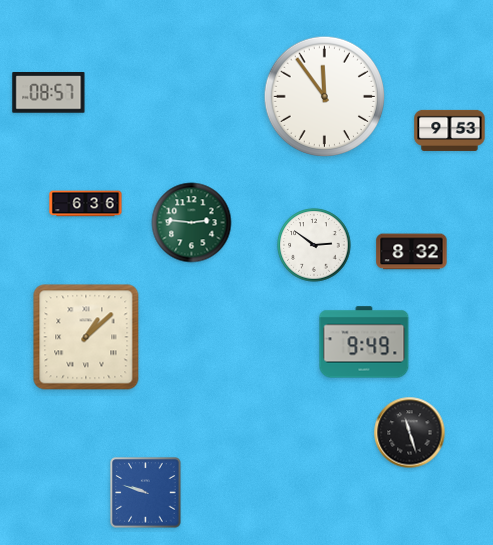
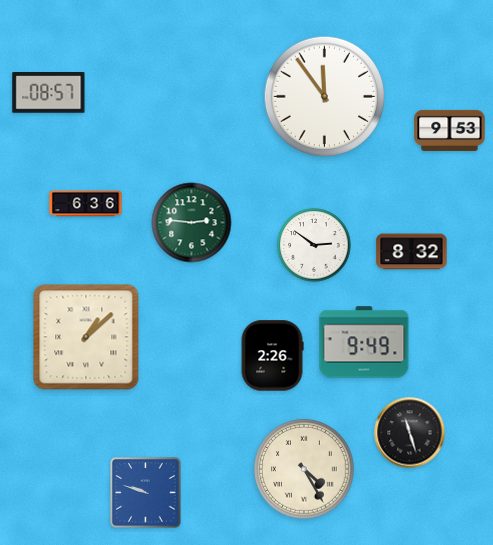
clock at (272, 356): none -> 2:26
clock at (305, 470): none -> 4:25
